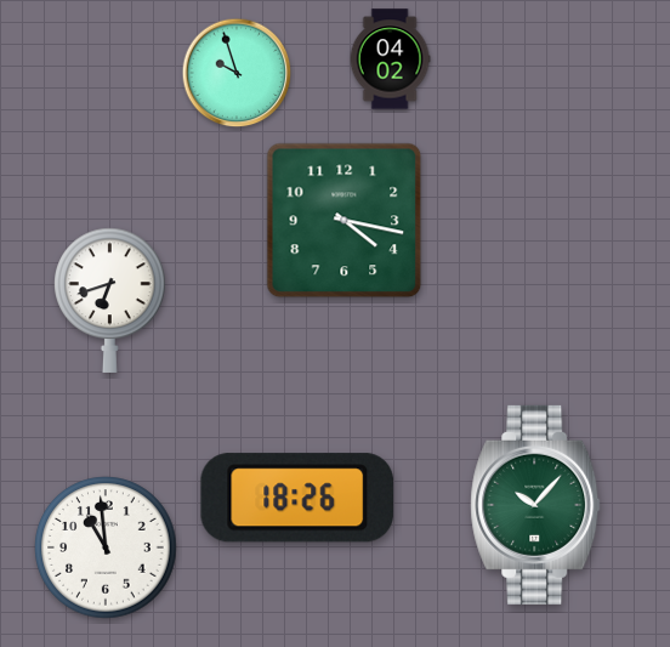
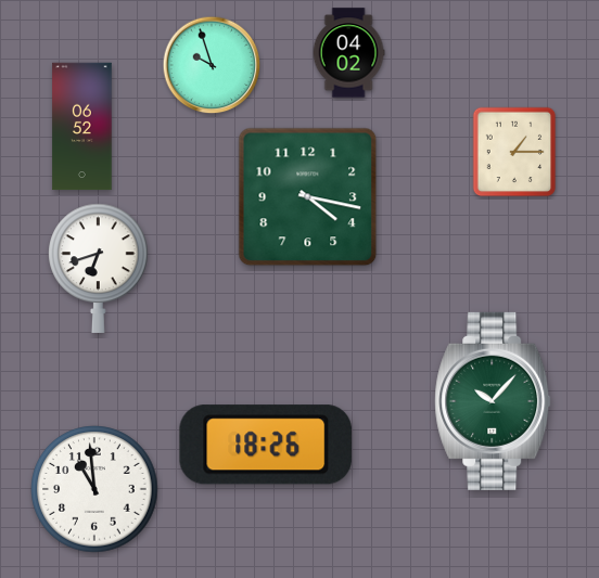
clock at (82, 127): none -> 06:52
clock at (514, 152): none -> 1:15
clock at (535, 505) position: (535, 505) -> (493, 401)
